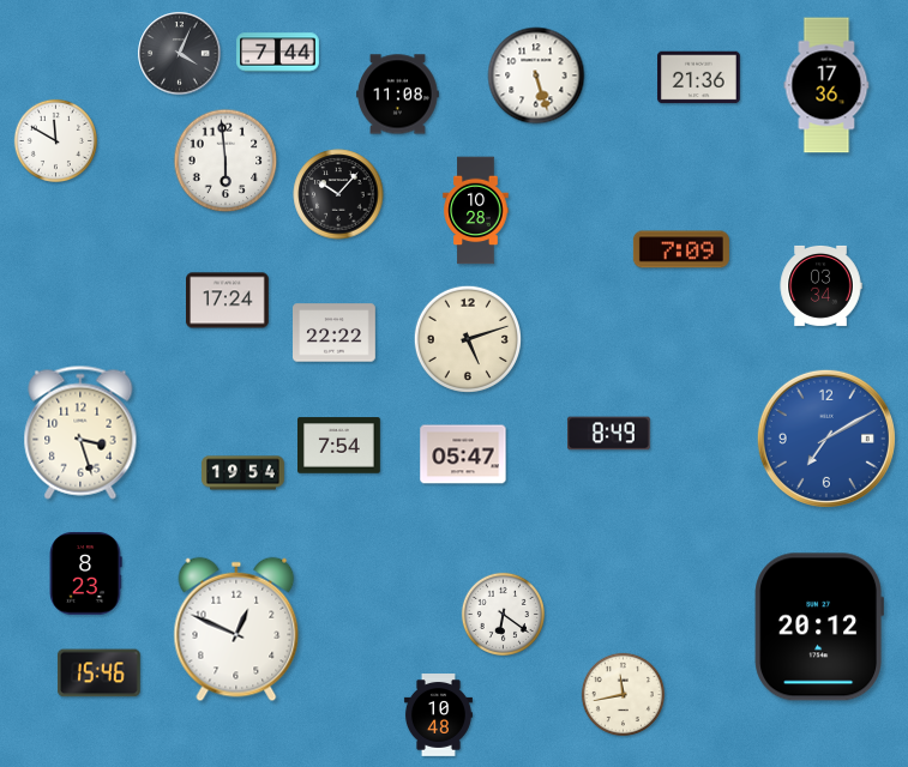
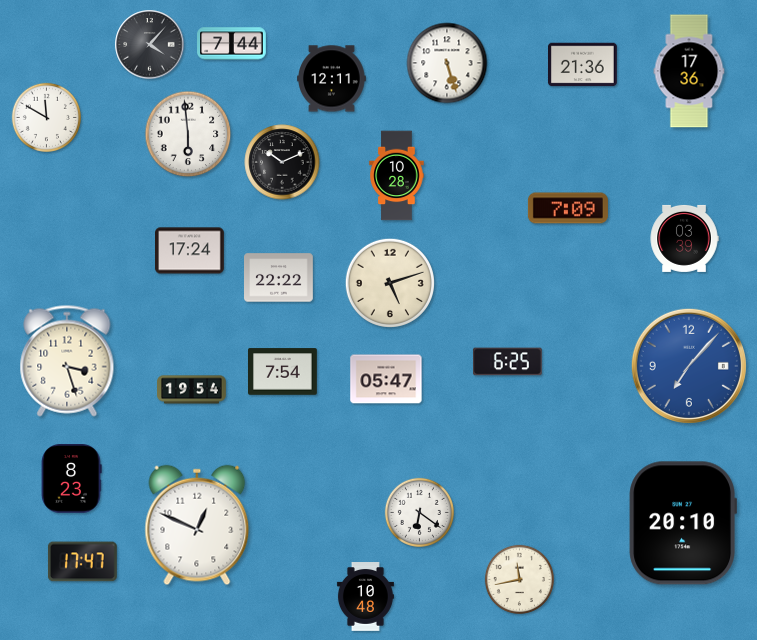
clock at (180, 54): 4:04 -> 4:07
clock at (398, 95): 11:08 -> 12:11
clock at (338, 194): 10:07 -> 10:11
clock at (820, 285): 03:34 -> 03:39
clock at (609, 434): 8:49 -> 6:25
clock at (826, 439): 7:10 -> 7:07
clock at (243, 473) position: (243, 473) -> (192, 390)
clock at (818, 627): 20:12 -> 20:10
clock at (98, 674): 15:46 -> 17:47
